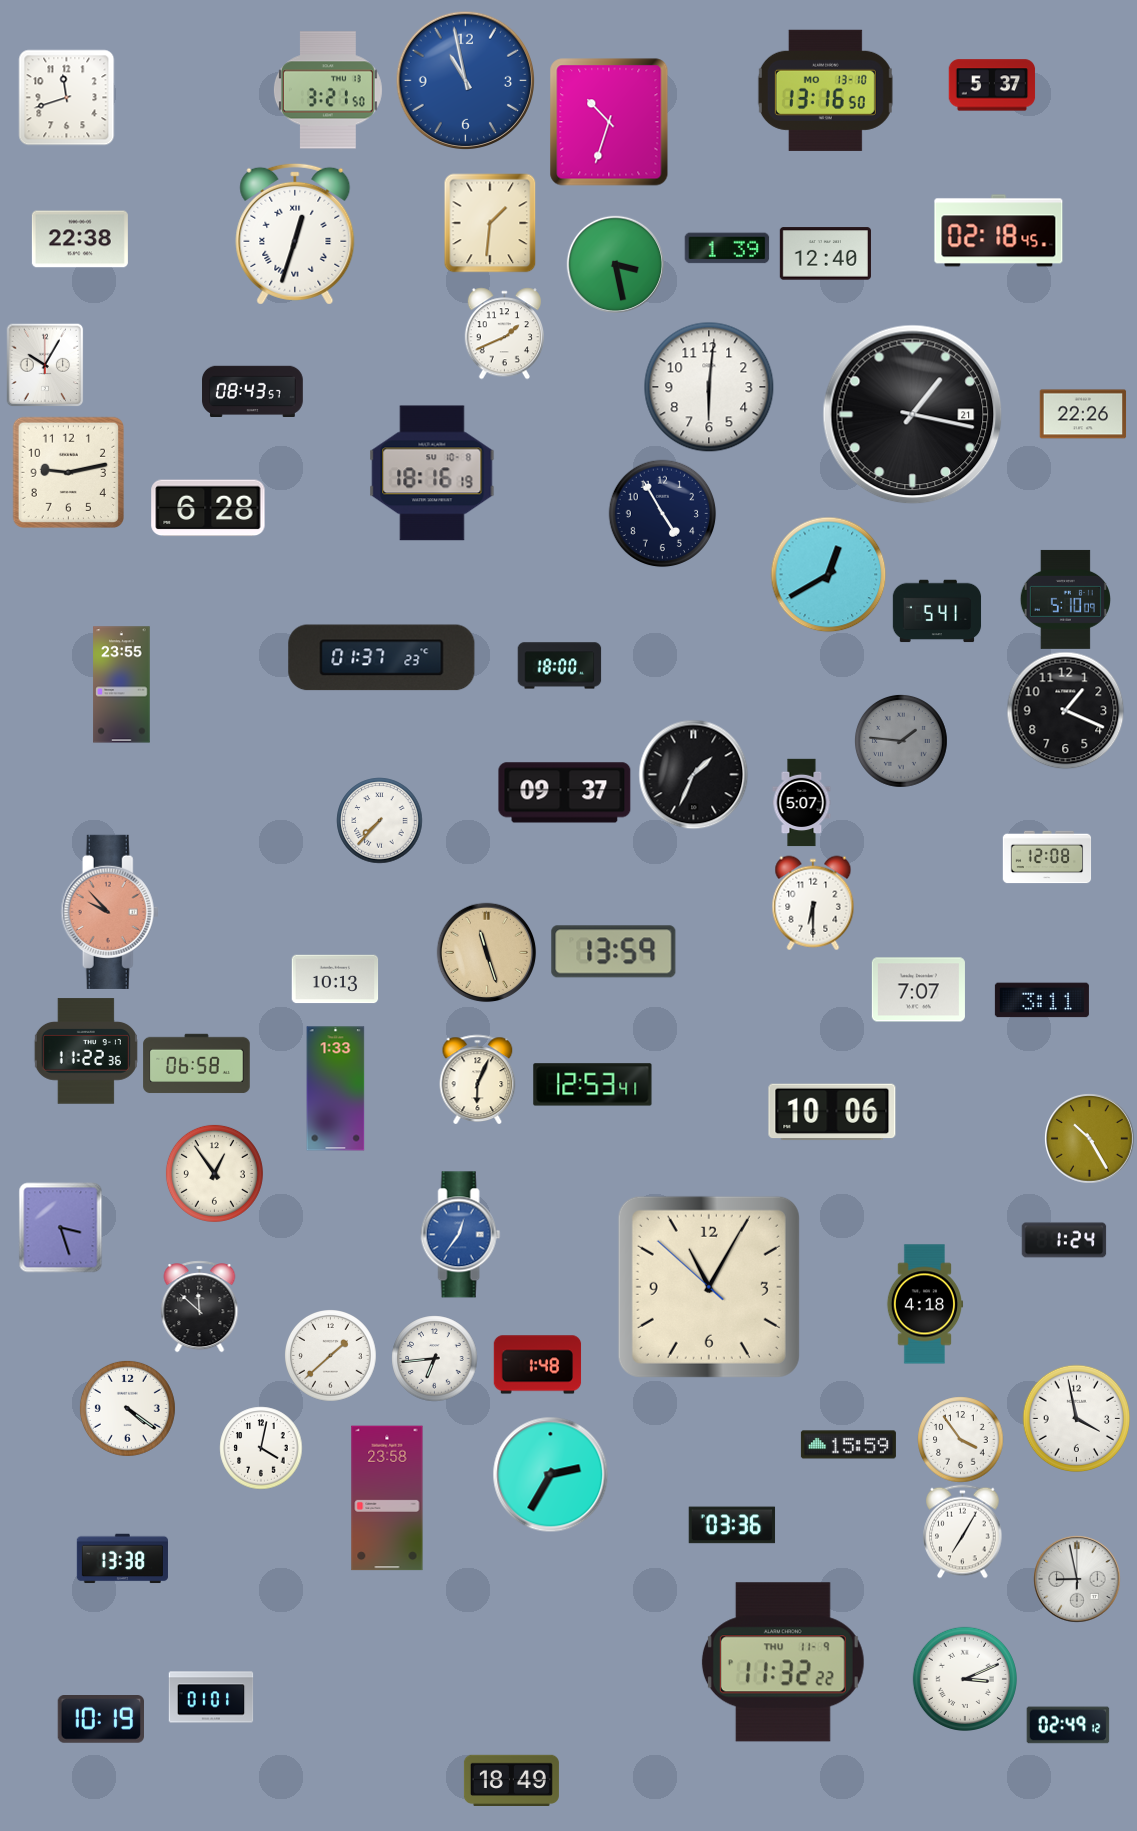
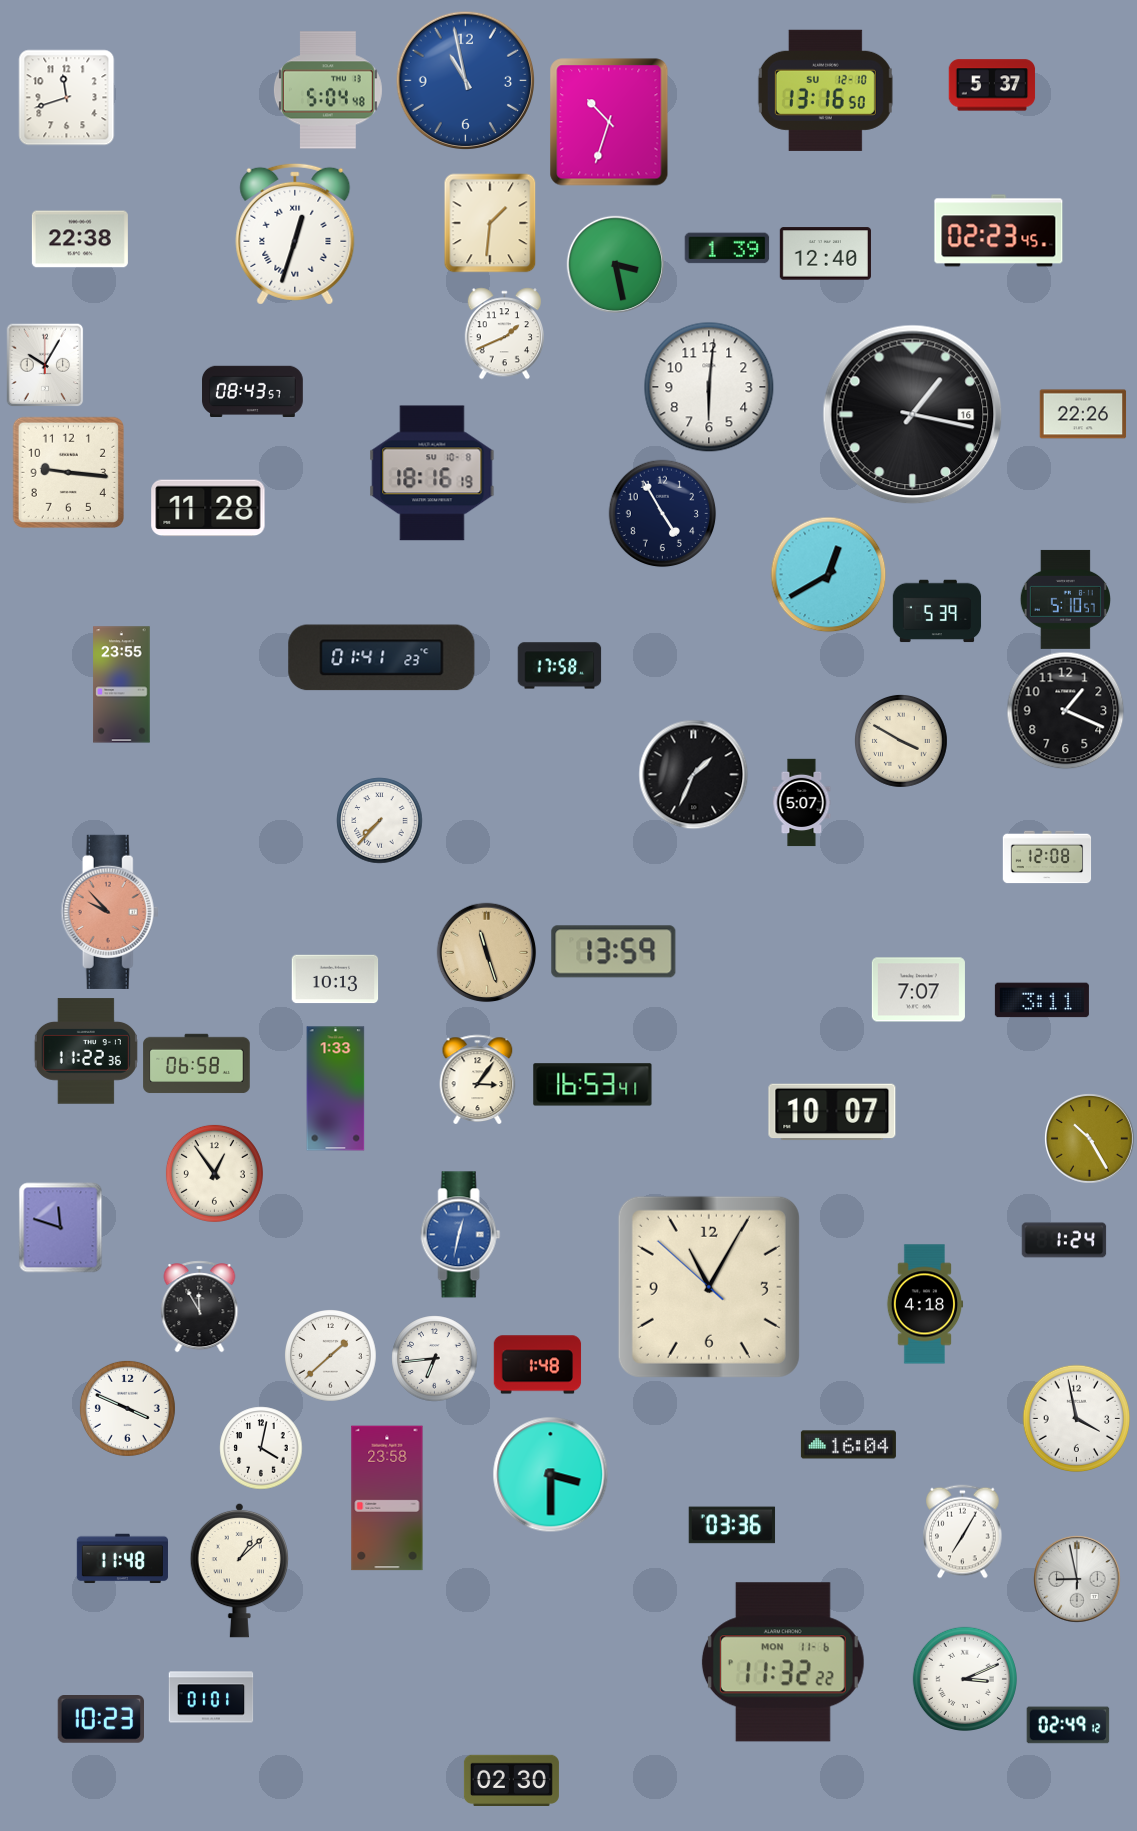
clock at (328, 90): 3:21 -> 5:04
clock at (825, 90) date: MO 13-10 -> SU 12-10
clock at (999, 231): 02:18 -> 02:23
clock at (913, 415) date: 21 -> 16
clock at (68, 472): 9:13 -> 9:16
clock at (208, 508): 6:28 -> 11:28
clock at (1065, 599): 5:10:09 -> 5:10:57
clock at (937, 611): 5:41 -> 5:39
clock at (382, 658): 01:37 -> 01:41
clock at (559, 666): 18:00 -> 17:58
clock at (901, 741): 1:46 -> 3:50
clock at (901, 741) dial: grey -> cream
clock at (565, 793): 09:37 -> none
clock at (813, 903): 6:30 -> none
clock at (478, 1079): 6:04 -> 3:06
clock at (593, 1085): 12:53 -> 16:53
clock at (832, 1112): 10:06 -> 10:07
clock at (61, 1227): 3:27 -> 11:48
clock at (461, 1235): 12:36 -> 12:32
clock at (200, 1306): 11:52 -> 11:55
clock at (127, 1408): 4:21 -> 3:49
clock at (960, 1439): 3:54 -> none
clock at (848, 1445): 15:59 -> 16:04
clock at (550, 1474): 2:35 -> 3:30
clock at (122, 1559): 13:38 -> 11:48
clock at (239, 1570): none -> 1:08
clock at (783, 1662) date: THU 11-9 -> MON 11-6
clock at (100, 1720): 10:19 -> 10:23
clock at (511, 1781): 18:49 -> 02:30
